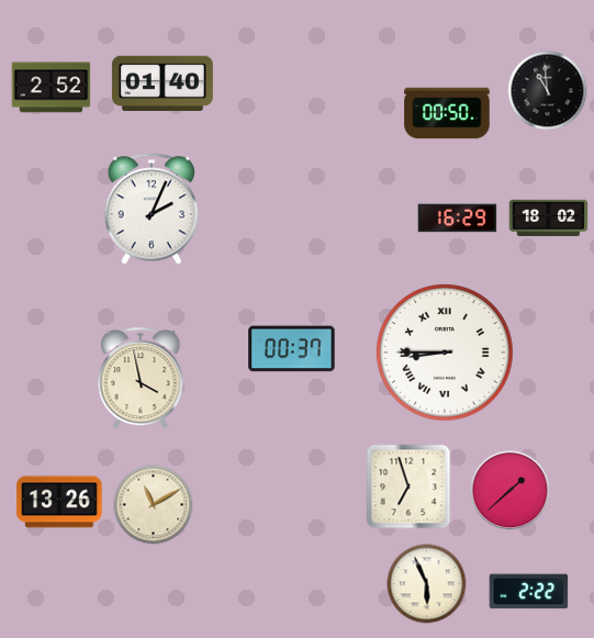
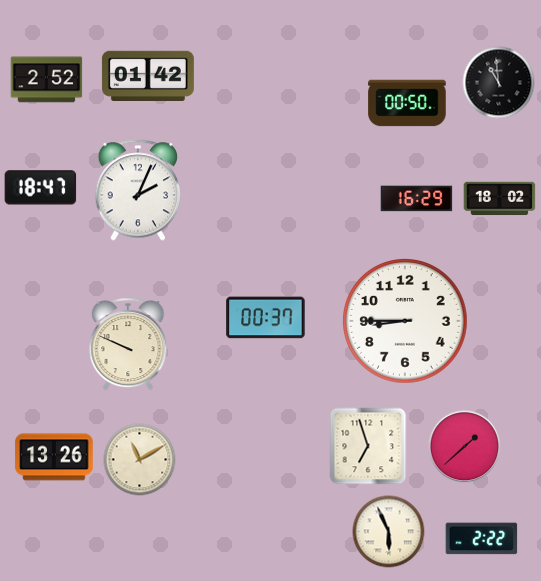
clock at (162, 82): 01:40 -> 01:42
clock at (41, 188): none -> 18:47
clock at (446, 354) numerals: Roman -> Arabic
clock at (141, 378): 3:58 -> 9:49
clock at (408, 486) position: (408, 486) -> (368, 446)
